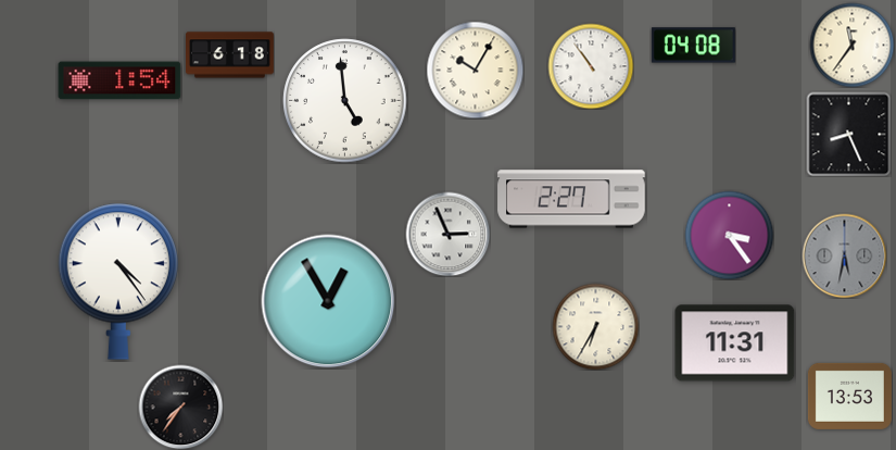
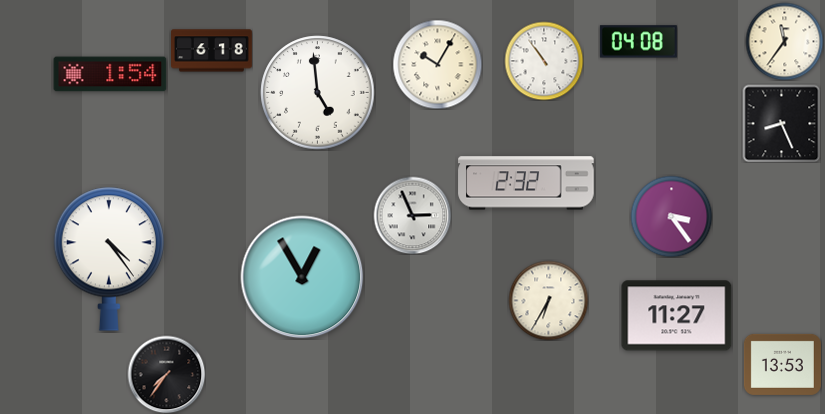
clock at (571, 199): 2:27 -> 2:32
clock at (844, 255): 5:32 -> none
clock at (735, 343): 11:31 -> 11:27
